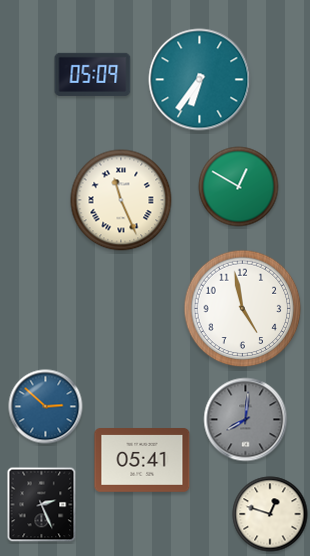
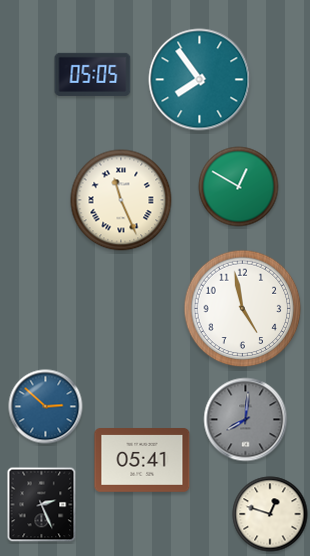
clock at (93, 74): 05:09 -> 05:05
clock at (200, 80): 6:36 -> 7:54
